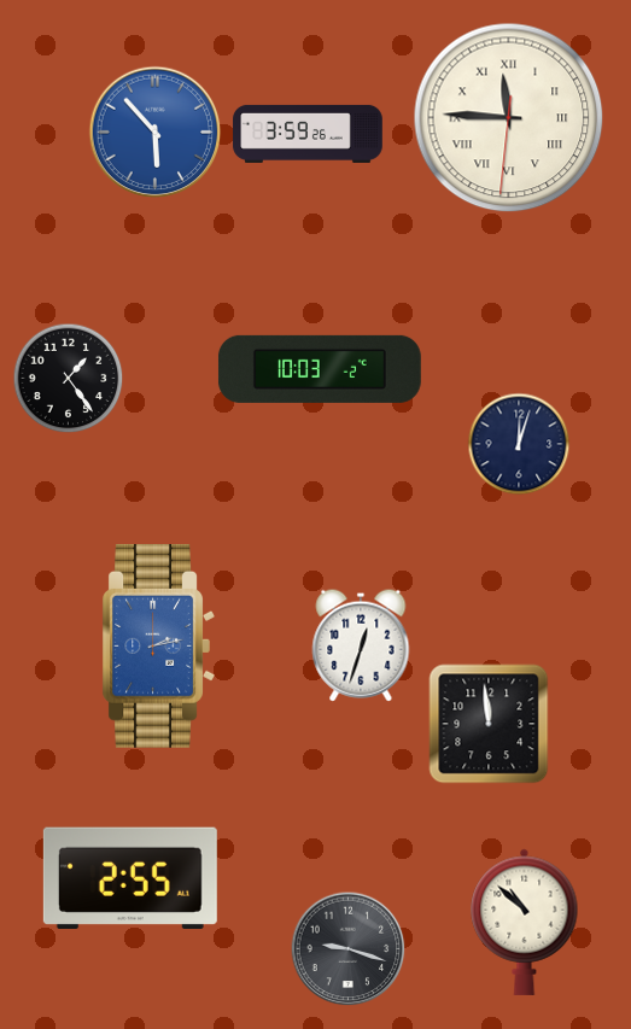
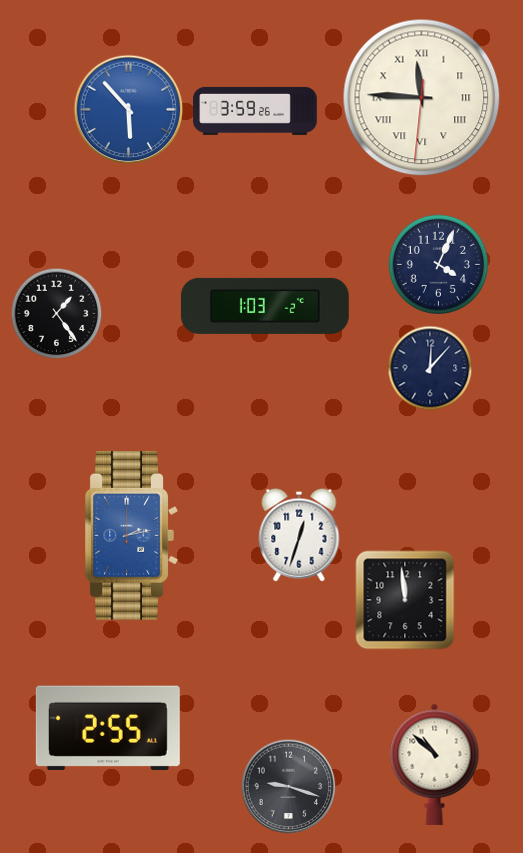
clock at (438, 264): none -> 4:04
clock at (320, 369): 10:03 -> 1:03
clock at (519, 444): 12:03 -> 12:07
